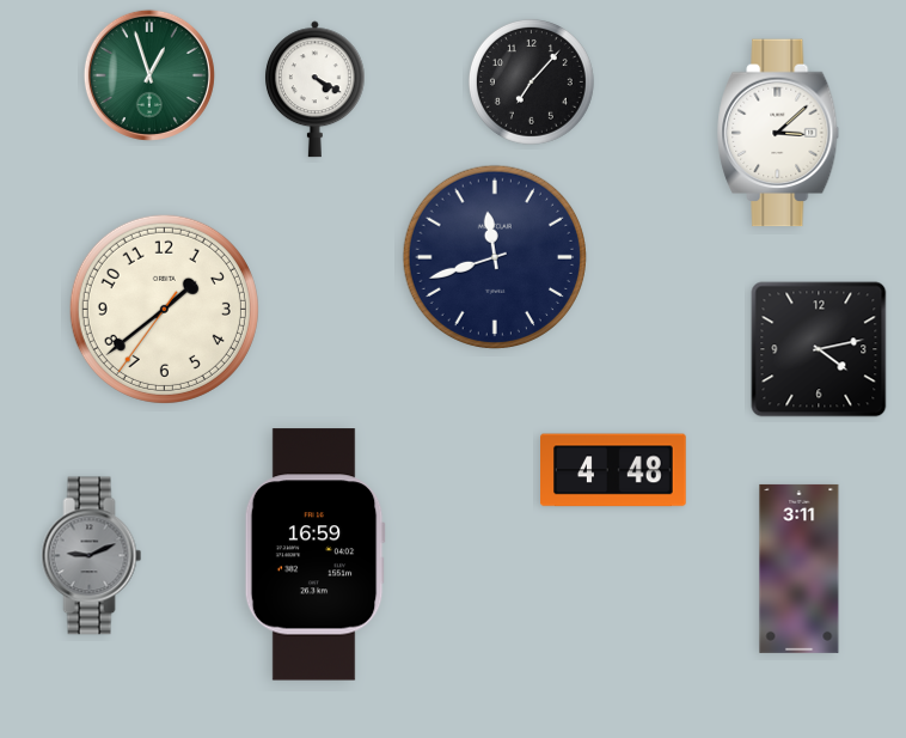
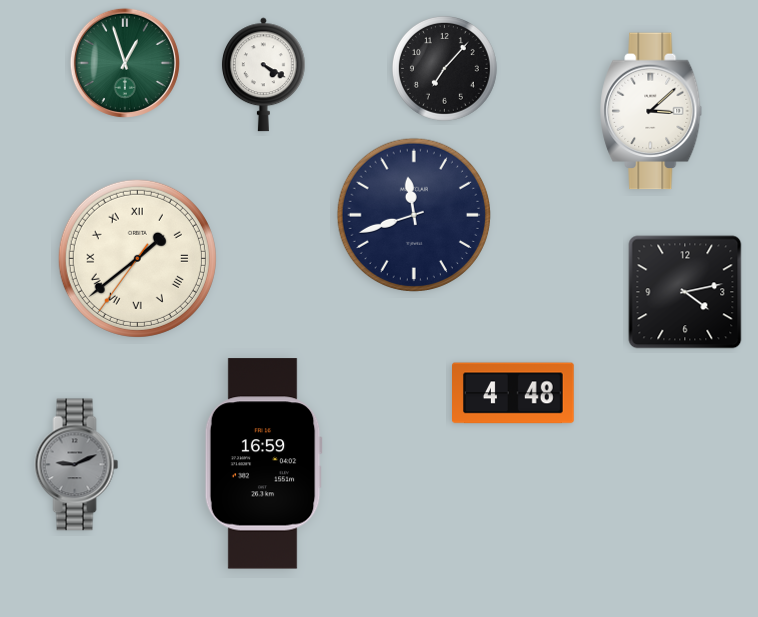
clock at (164, 309) numerals: Arabic -> Roman
clock at (800, 568): 3:11 -> none
